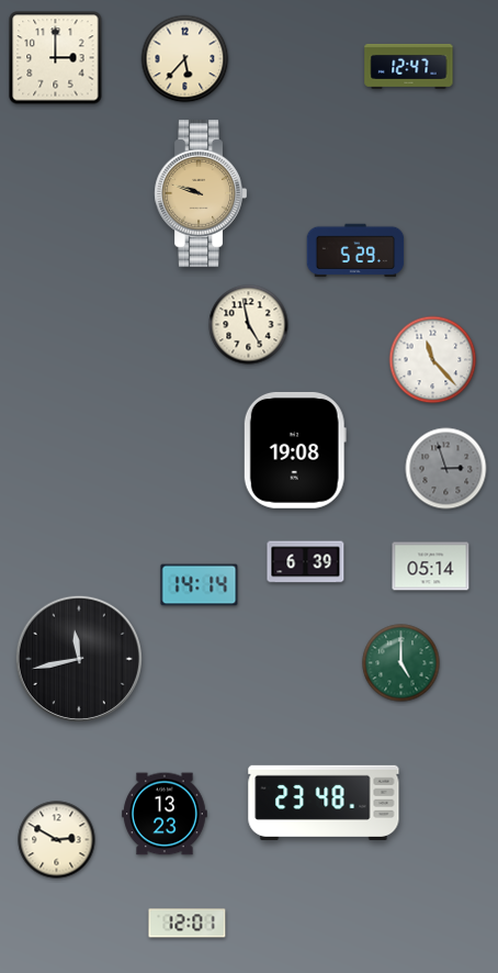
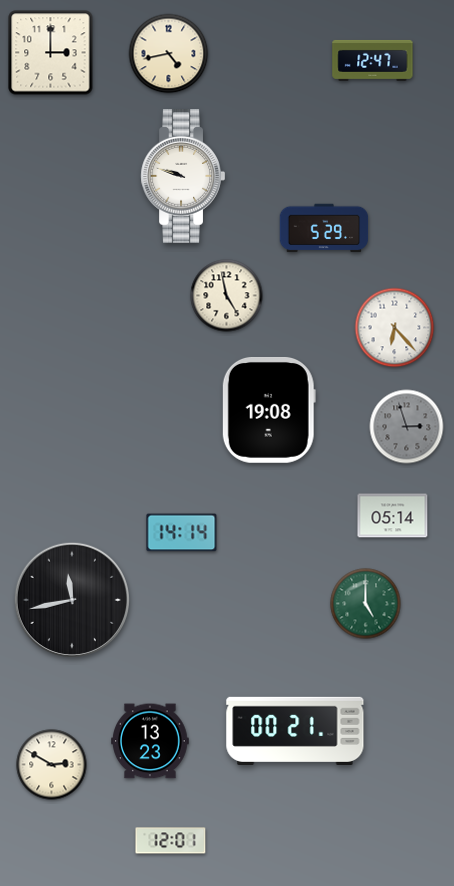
clock at (185, 59): 5:37 -> 4:43
clock at (201, 194) dial: champagne -> white
clock at (433, 360): 11:23 -> 6:23
clock at (306, 562): 6:39 -> none
clock at (324, 803): 23:48 -> 00:21
